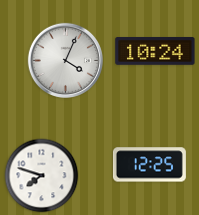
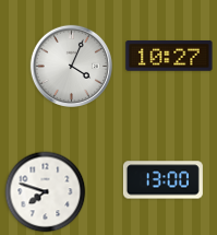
clock at (155, 52): 10:24 -> 10:27
clock at (149, 165): 12:25 -> 13:00
